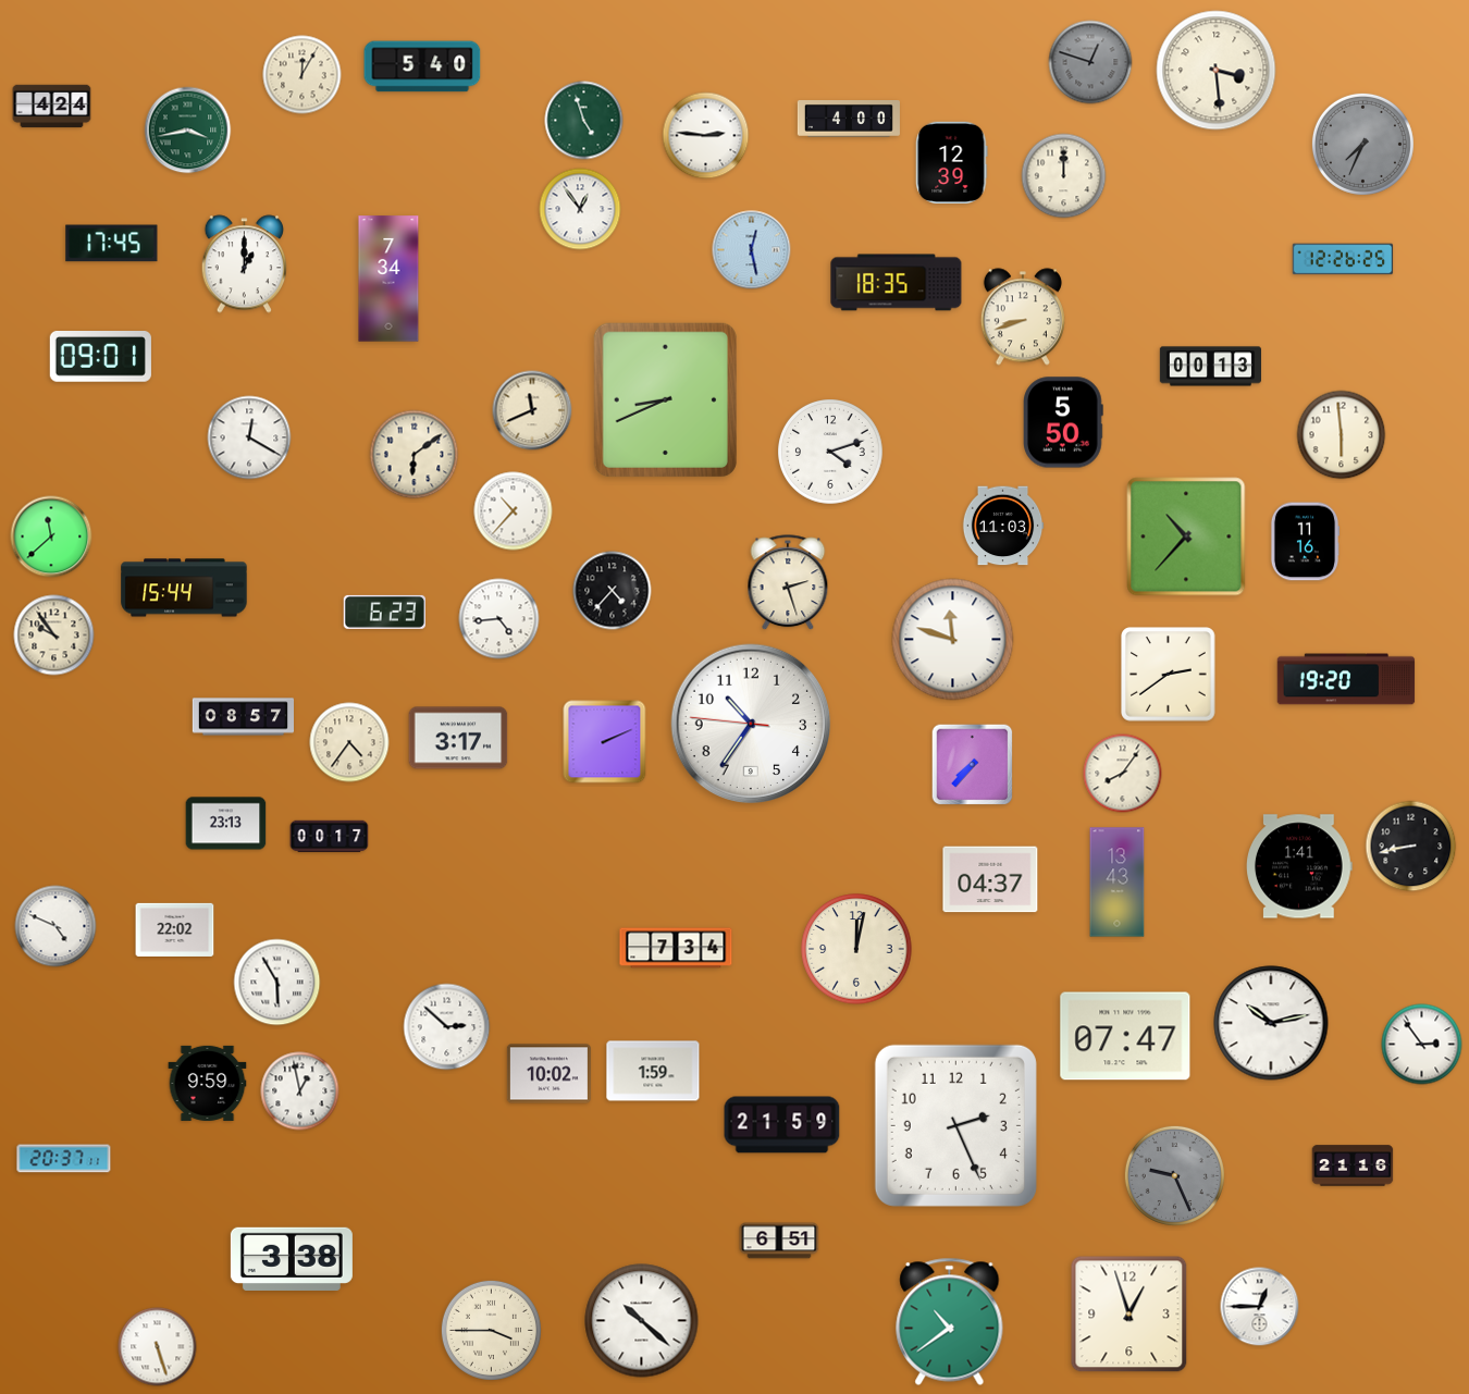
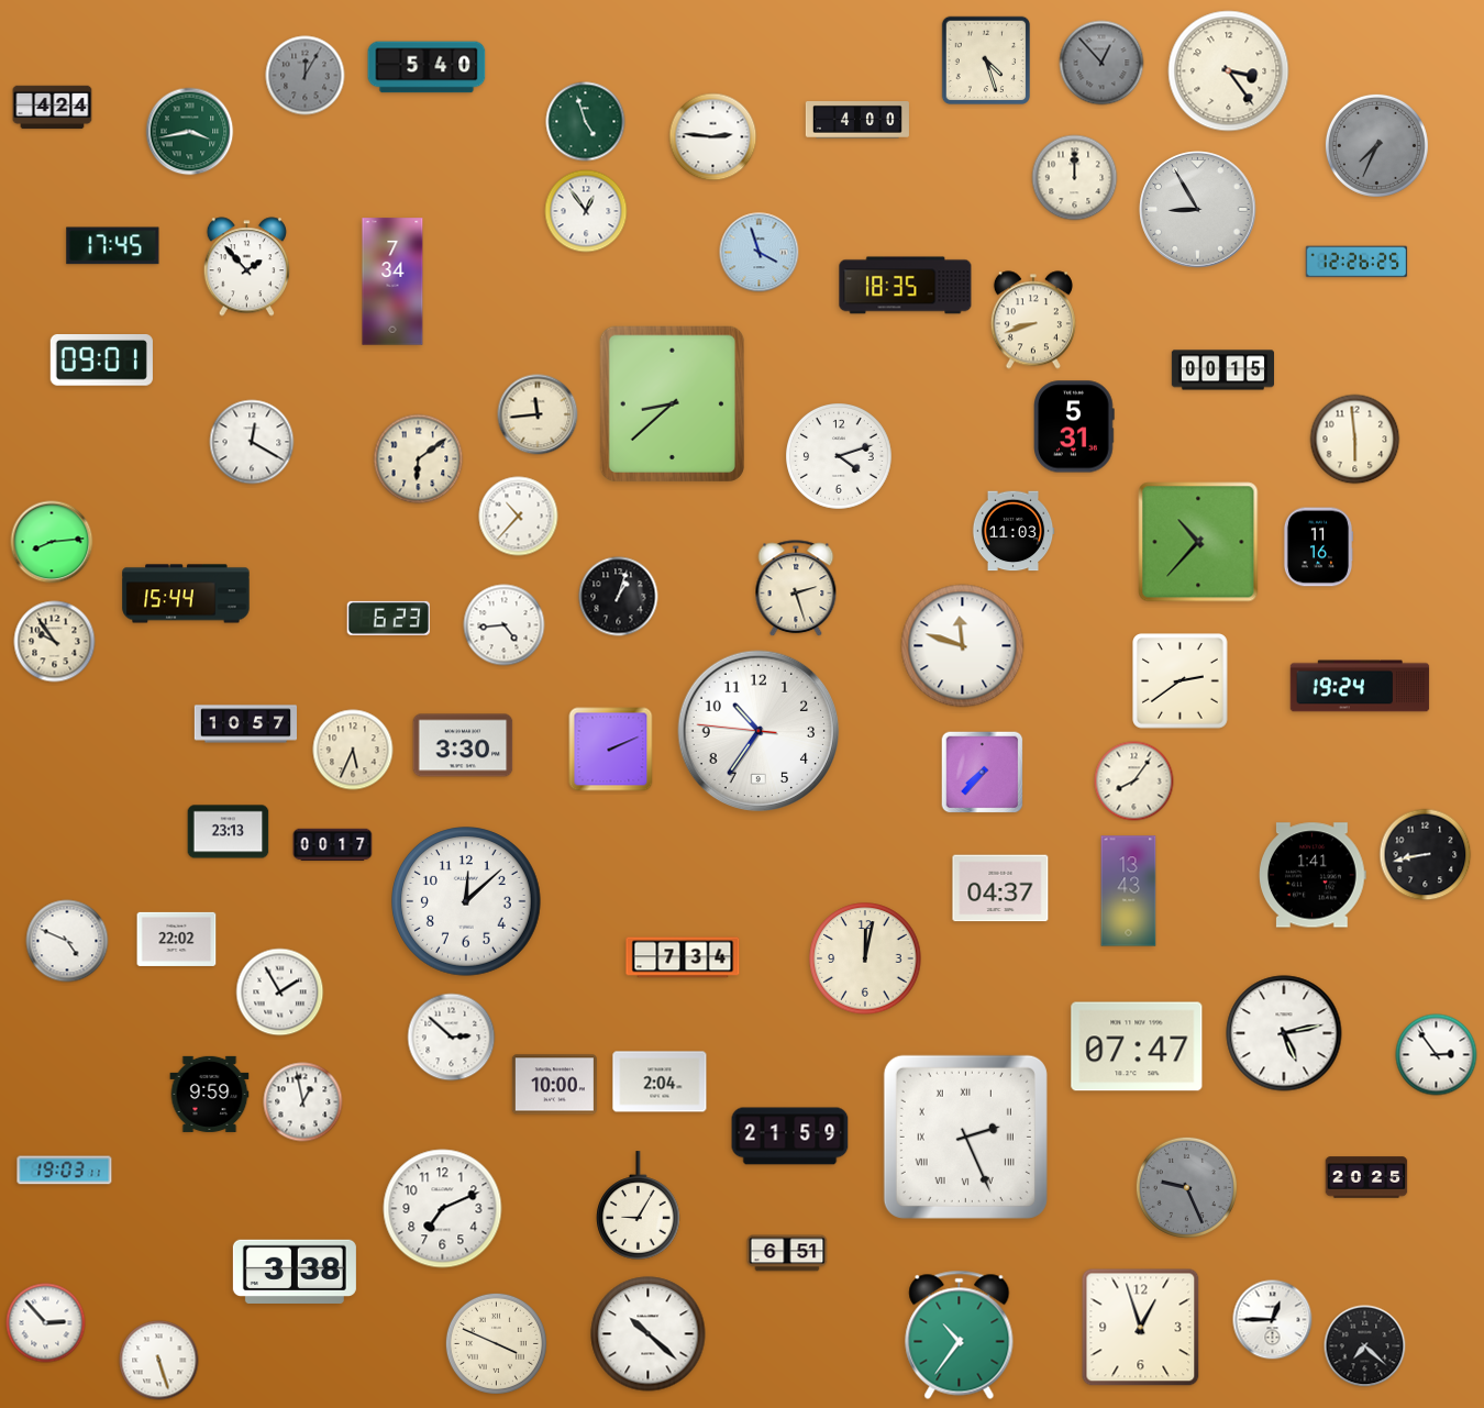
clock at (985, 59): none -> 4:27
clock at (1090, 62): 12:48 -> 12:53
clock at (1217, 71): 3:29 -> 3:24
clock at (303, 75) dial: cream -> grey
clock at (584, 121) position: (584, 121) -> (586, 122)
clock at (952, 163): 12:39 -> none
clock at (1198, 210): none -> 8:55
clock at (752, 250): 12:28 -> 3:57
clock at (244, 264): 1:00 -> 1:53
clock at (1210, 367): 00:13 -> 00:15
clock at (665, 399): 8:41 -> 8:38
clock at (532, 410): 11:41 -> 11:44
clock at (1064, 422): 5:50 -> 5:31
clock at (51, 536): 11:38 -> 8:14
clock at (613, 591): 4:37 -> 1:03
clock at (1346, 679): 19:20 -> 19:24
clock at (243, 717): 08:57 -> 10:57
clock at (458, 738): 3:17 -> 3:30
clock at (349, 742): 4:36 -> 5:34
clock at (467, 902): none -> 12:08
clock at (55, 926) position: (55, 926) -> (67, 941)
clock at (277, 983): 5:55 -> 1:55
clock at (1271, 1023): 10:13 -> 5:13
clock at (653, 1071): 1:59 -> 2:04
clock at (548, 1074): 10:02 -> 10:00
clock at (955, 1125) numerals: Arabic -> Roman
clock at (64, 1159): 20:37 -> 19:03
clock at (1353, 1165): 21:16 -> 20:25
clock at (639, 1206): none -> 9:05
clock at (443, 1209): none -> 7:11
clock at (46, 1323): none -> 2:53
clock at (950, 1321): 10:39 -> 10:36
clock at (491, 1330): 3:45 -> 3:49
clock at (1365, 1346): none -> 7:22
